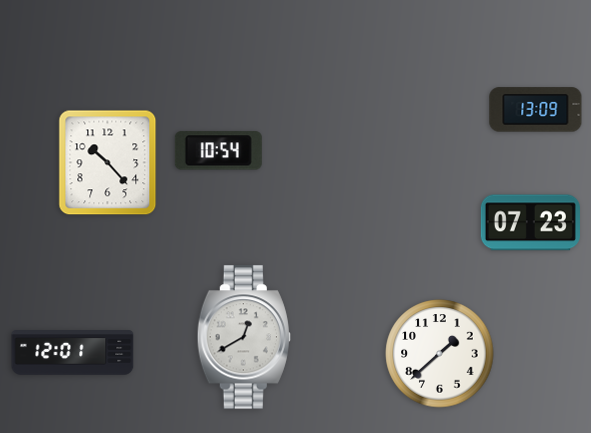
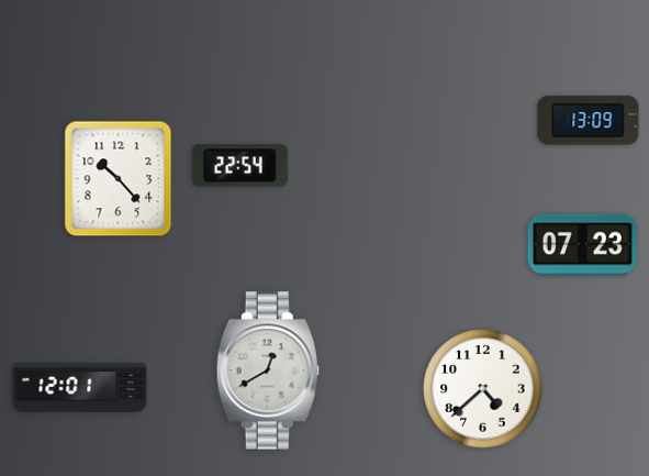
clock at (218, 151): 10:54 -> 22:54
clock at (440, 354): 1:38 -> 4:38
